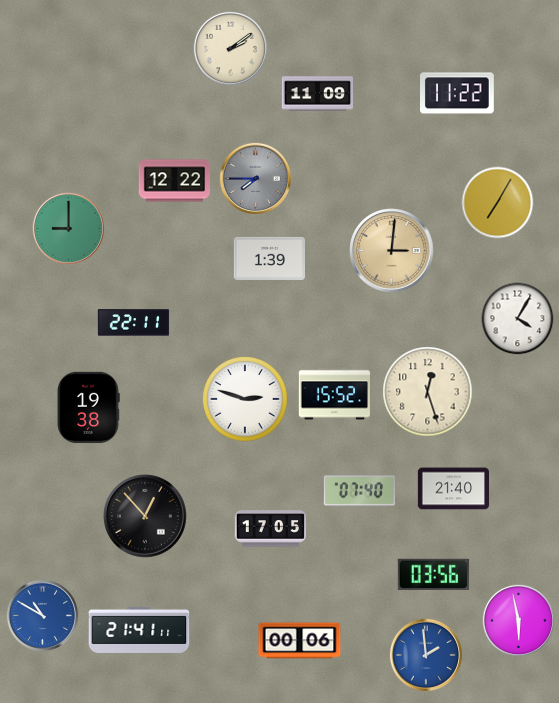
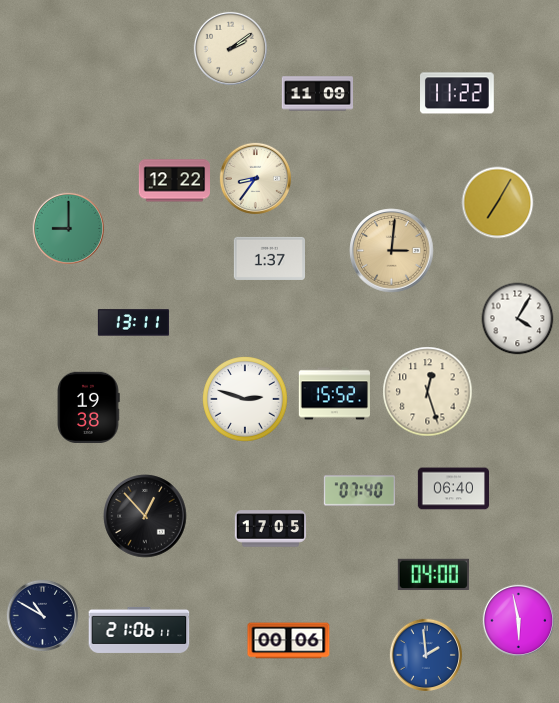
clock at (255, 178): 7:45 -> 8:36
clock at (255, 178) dial: grey -> cream
clock at (269, 258): 1:39 -> 1:37
clock at (133, 323): 22:11 -> 13:11
clock at (453, 489): 21:40 -> 06:40
clock at (433, 575): 03:56 -> 04:00
clock at (42, 615) dial: blue -> navy
clock at (139, 630): 21:41 -> 21:06
clock at (300, 641) position: (300, 641) -> (289, 641)
